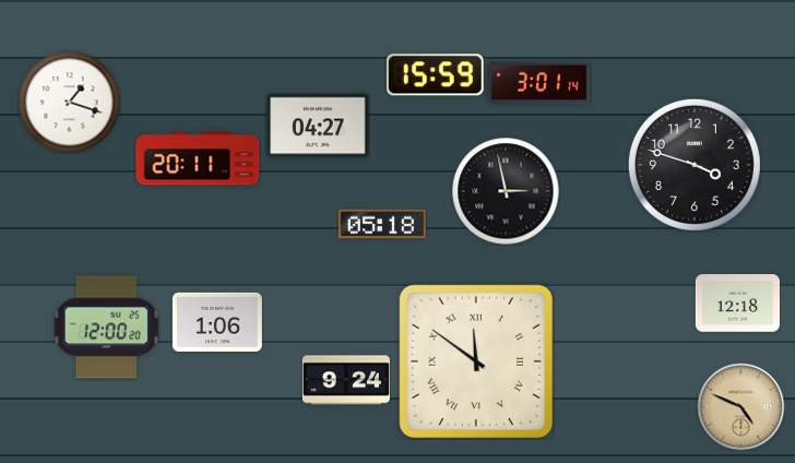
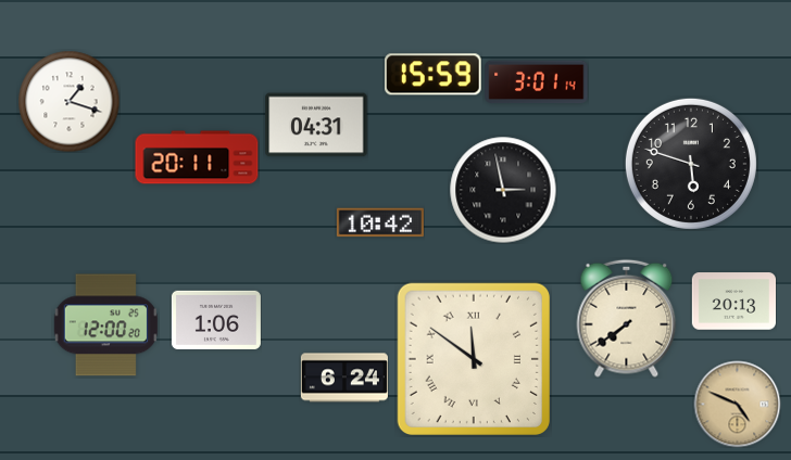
clock at (318, 126): 04:27 -> 04:31
clock at (695, 165): 3:48 -> 5:48
clock at (382, 224): 05:18 -> 10:42
clock at (737, 304): 12:18 -> 20:13
clock at (627, 318): none -> 7:39
clock at (346, 380): 9:24 -> 6:24
